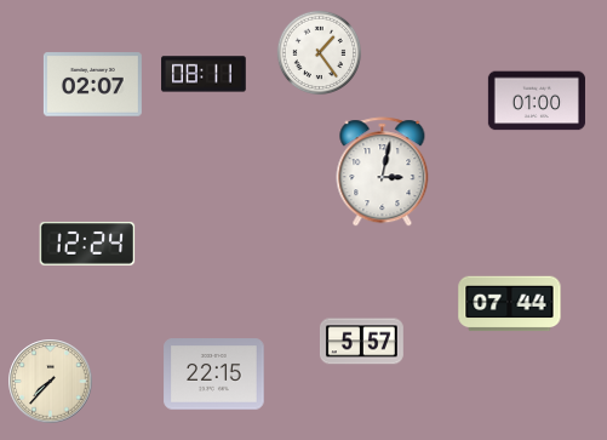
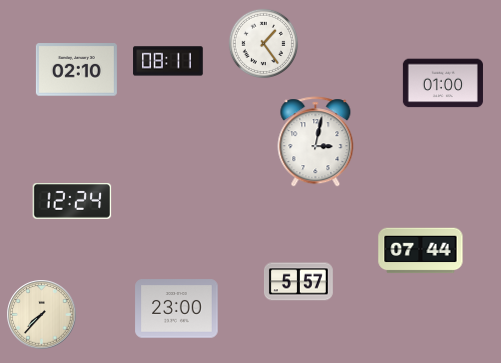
clock at (92, 85): 02:07 -> 02:10
clock at (214, 375): 22:15 -> 23:00
